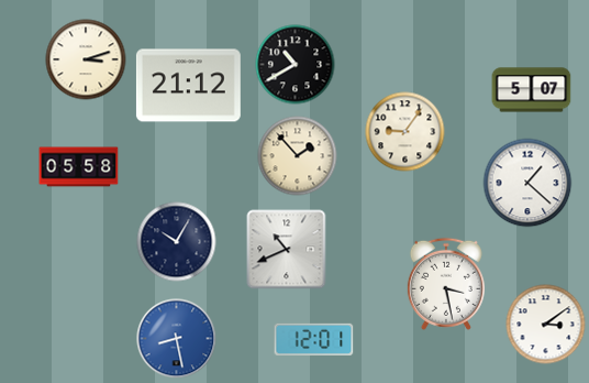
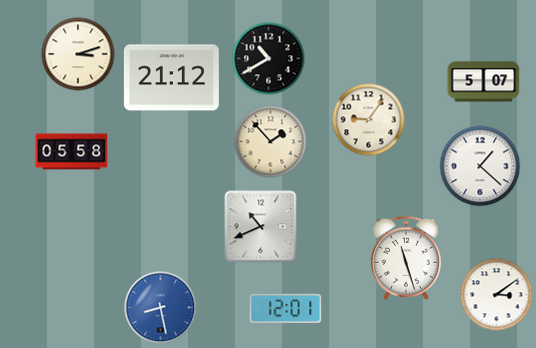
clock at (177, 242): 10:05 -> none
clock at (446, 284): 3:28 -> 11:27
